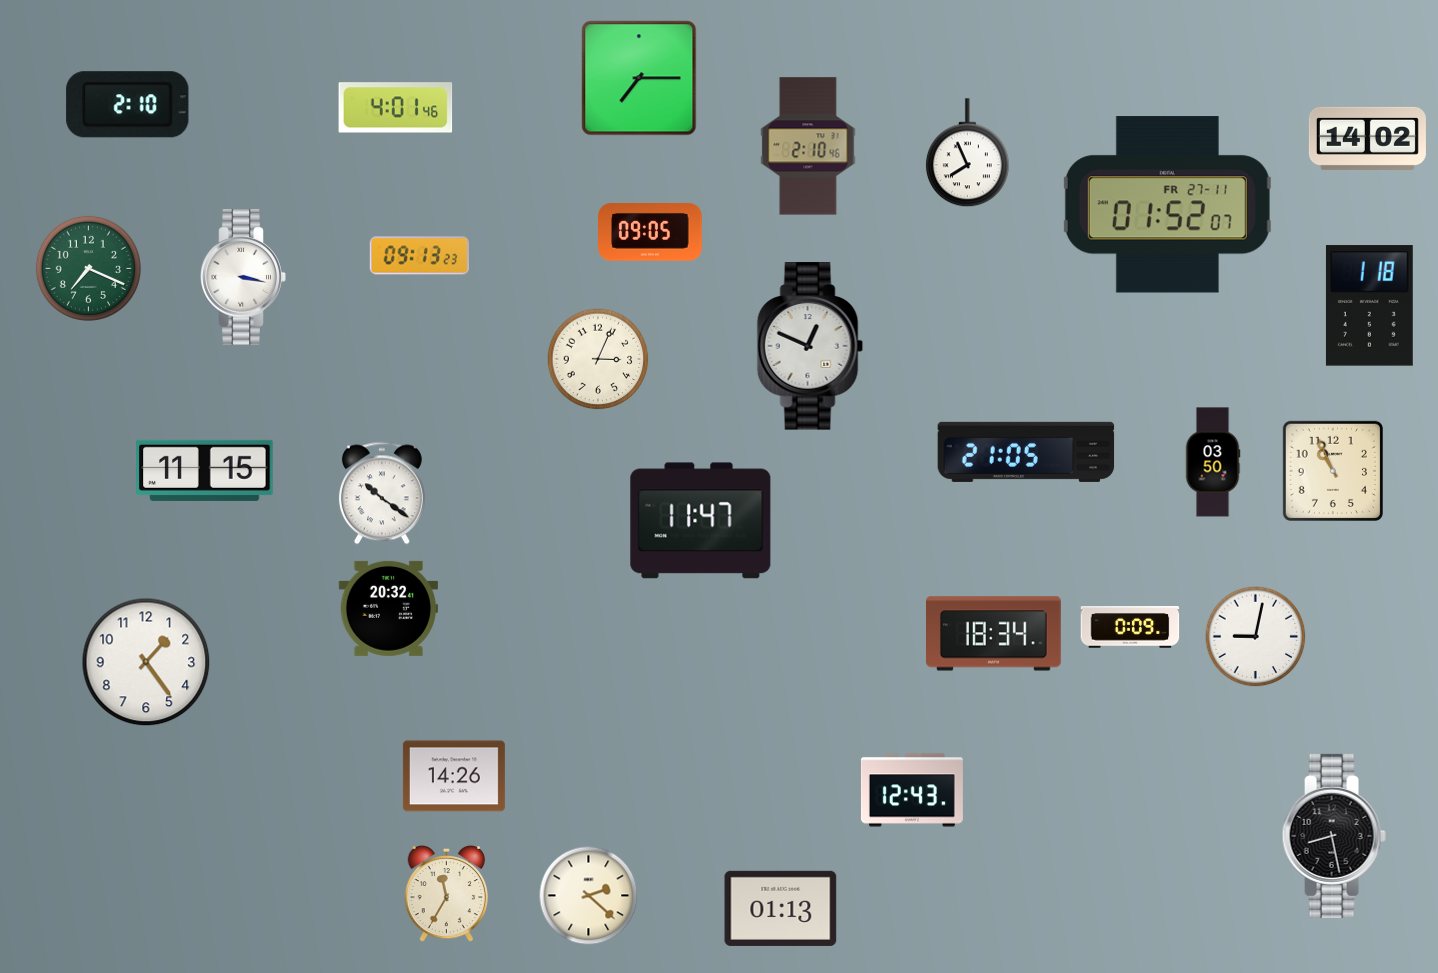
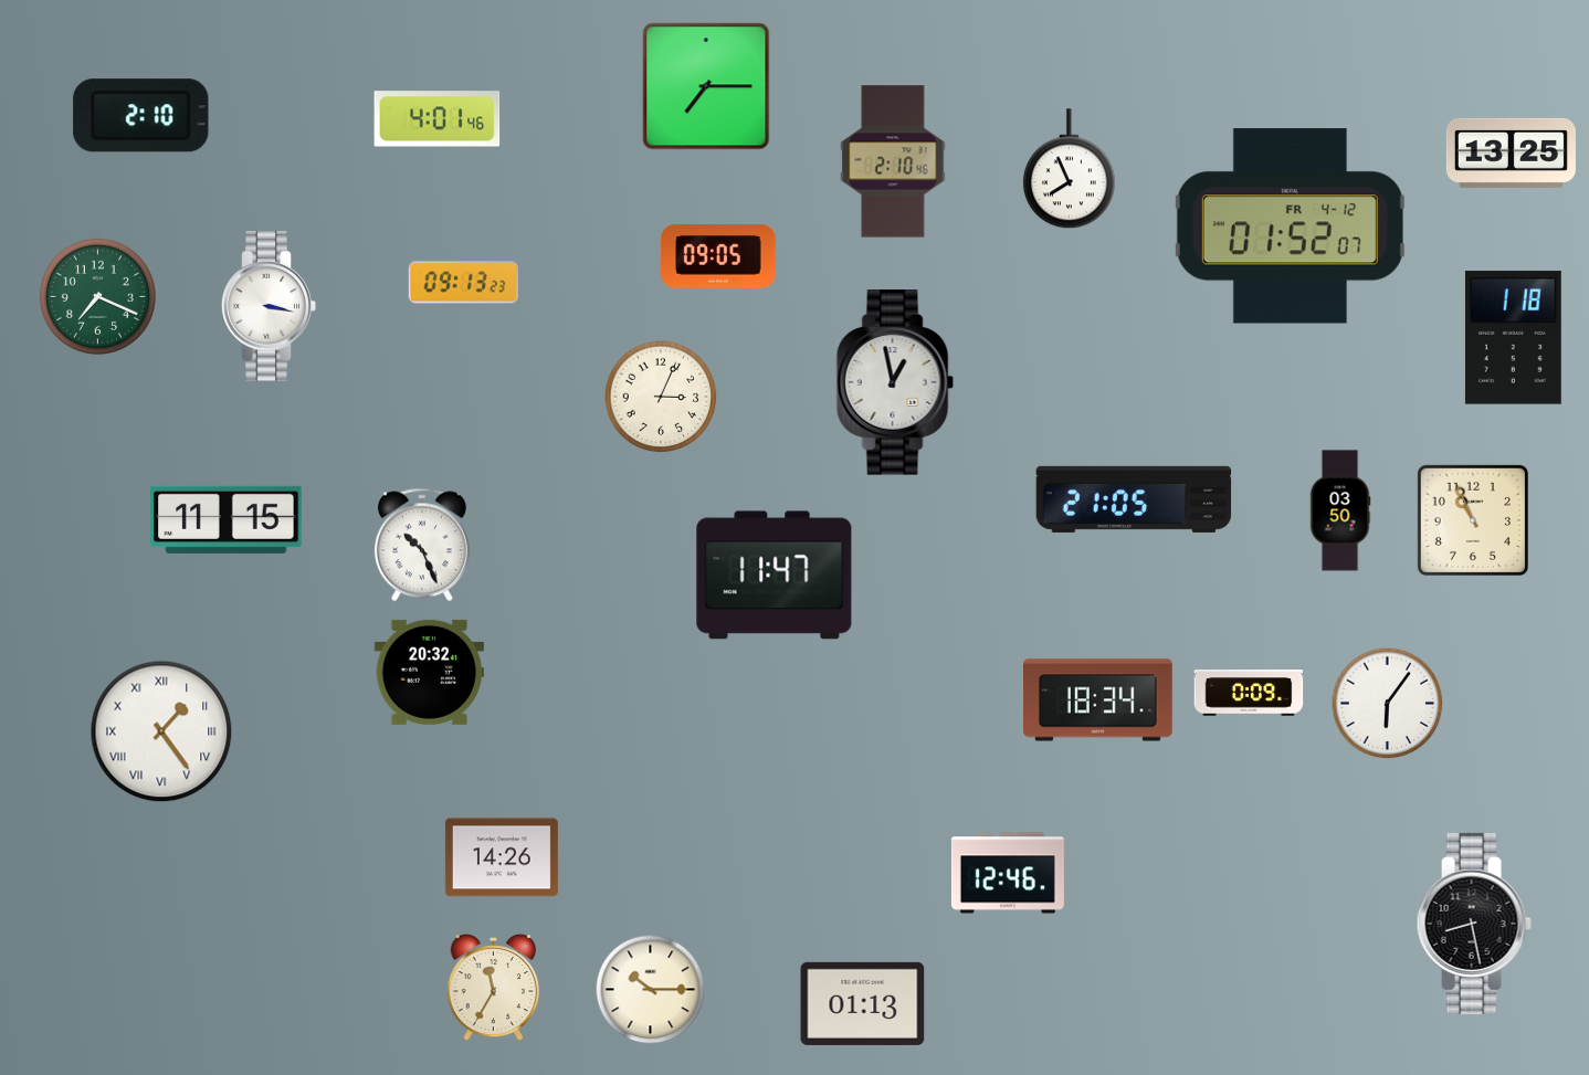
clock at (1367, 138): 14:02 -> 13:25
clock at (1167, 205) date: FR 27-11 -> FR 4-12
clock at (810, 346): 12:49 -> 12:58
clock at (382, 493): 10:21 -> 10:26
clock at (1256, 637): 9:02 -> 6:06
clock at (146, 662) numerals: Arabic -> Roman
clock at (912, 790): 12:43 -> 12:46
clock at (589, 896): 2:22 -> 10:15
